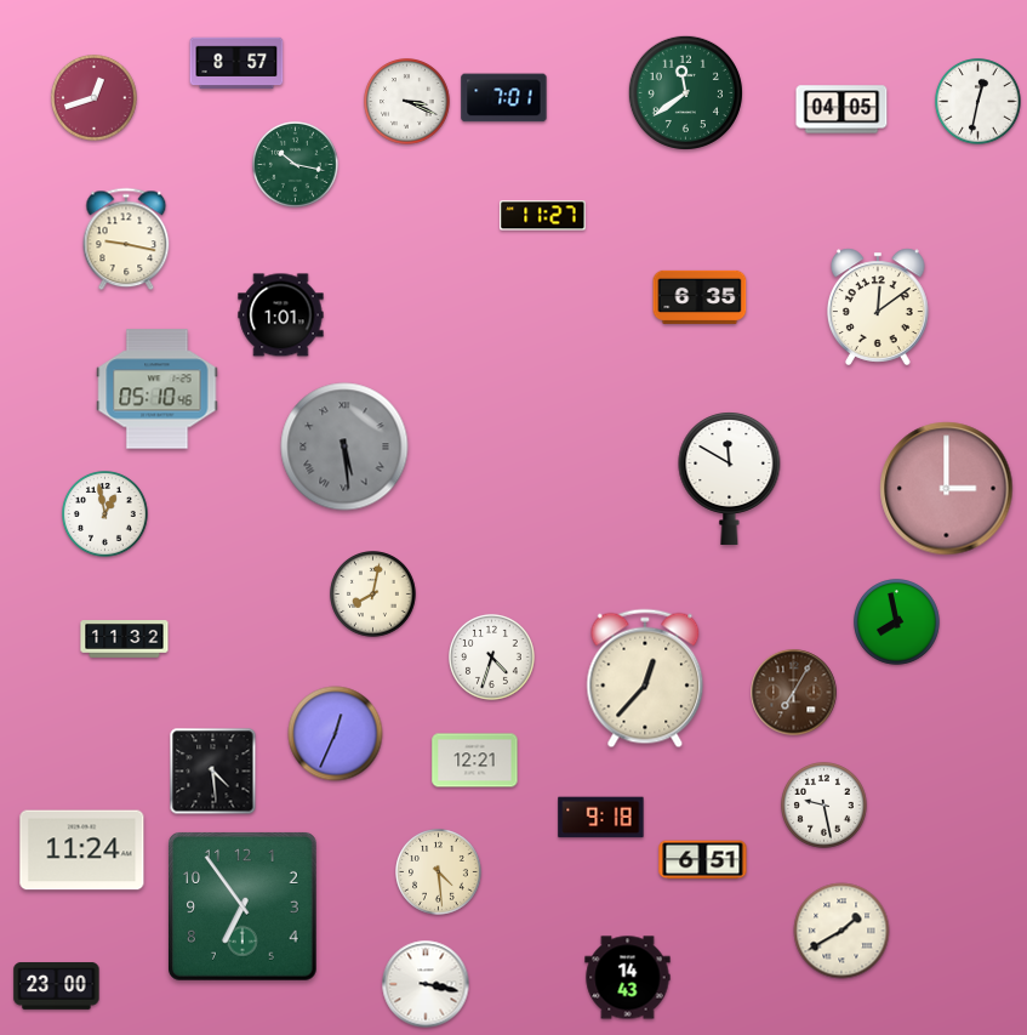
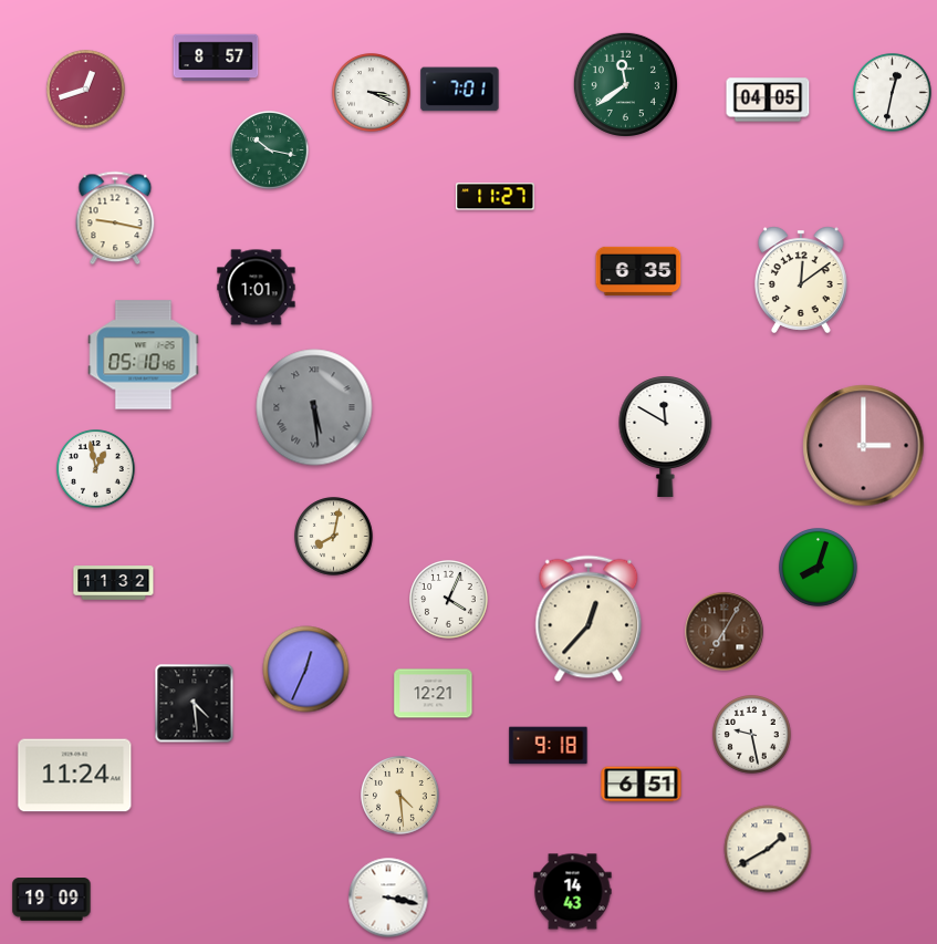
clock at (373, 595) position: (373, 595) -> (334, 537)
clock at (897, 622): 7:58 -> 8:03
clock at (492, 658): 4:33 -> 4:04
clock at (244, 908): 6:54 -> none
clock at (57, 986): 23:00 -> 19:09
